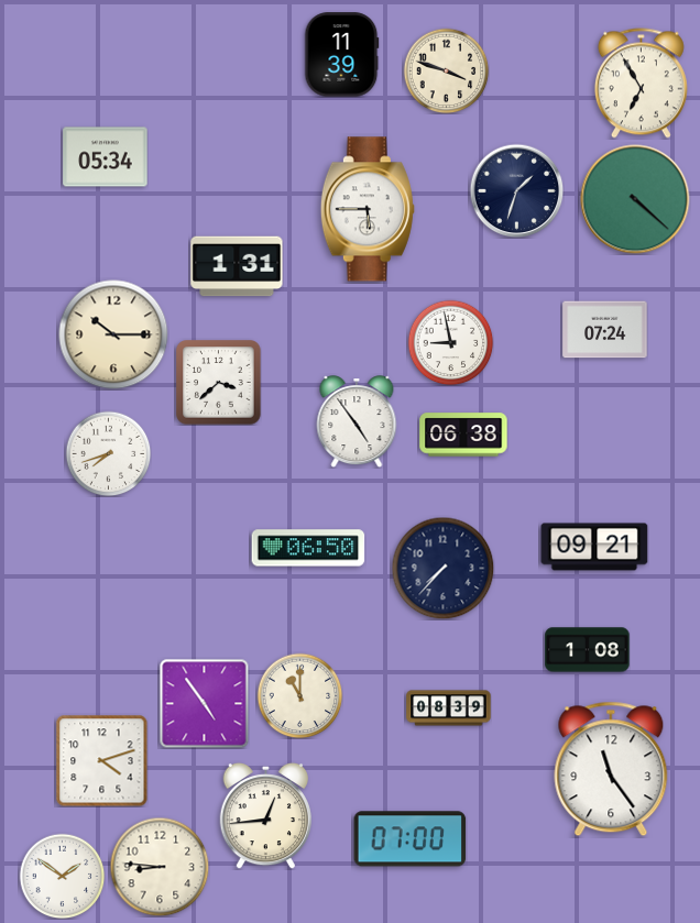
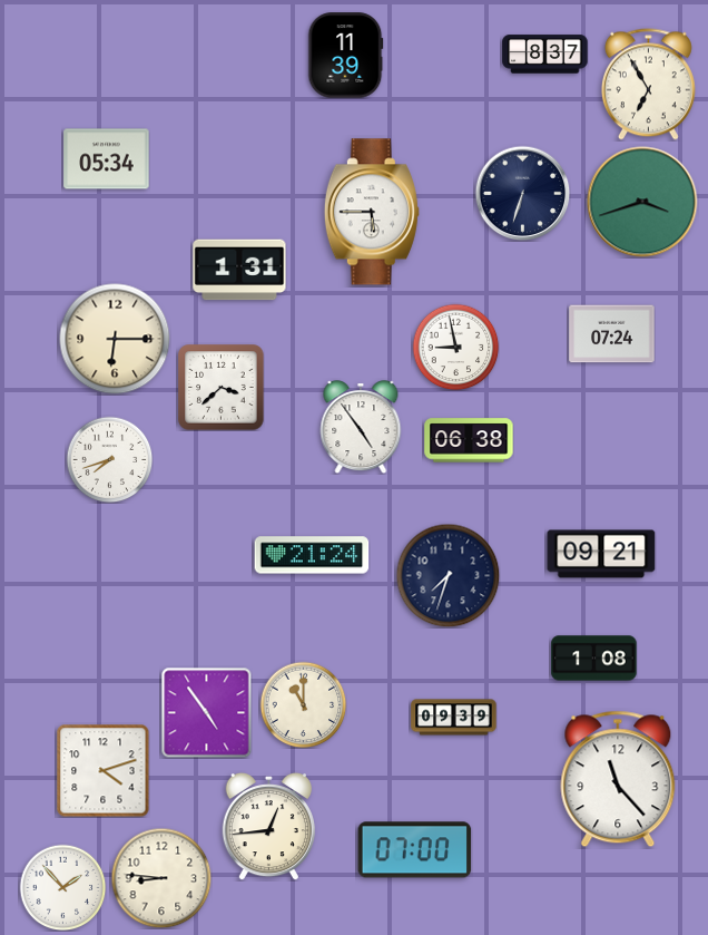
clock at (545, 55): none -> 8:37
clock at (446, 70): 3:48 -> none
clock at (516, 190): 1:33 -> 6:33
clock at (635, 199): 4:22 -> 3:42
clock at (113, 334): 10:15 -> 6:15
clock at (308, 548): 06:50 -> 21:24
clock at (442, 568): 7:37 -> 7:33
clock at (449, 708): 08:39 -> 09:39
clock at (611, 769): 11:24 -> 11:23
clock at (62, 876): 1:51 -> 1:53
